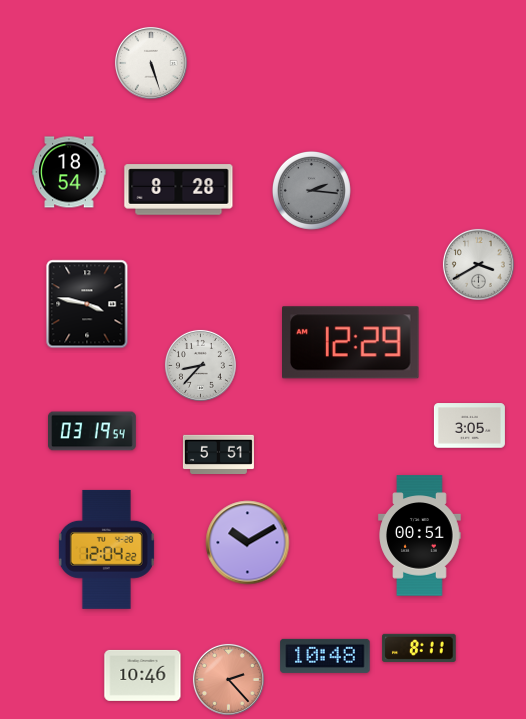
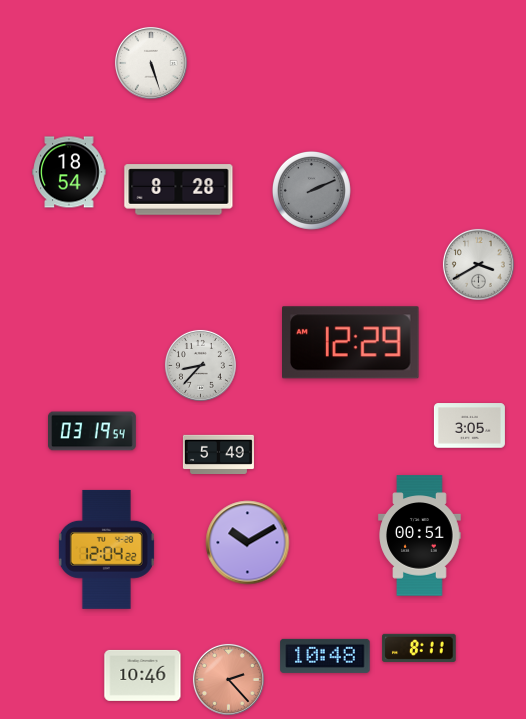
clock at (311, 190): 2:16 -> 2:11
clock at (87, 304): 3:47 -> none
clock at (218, 455): 5:51 -> 5:49
